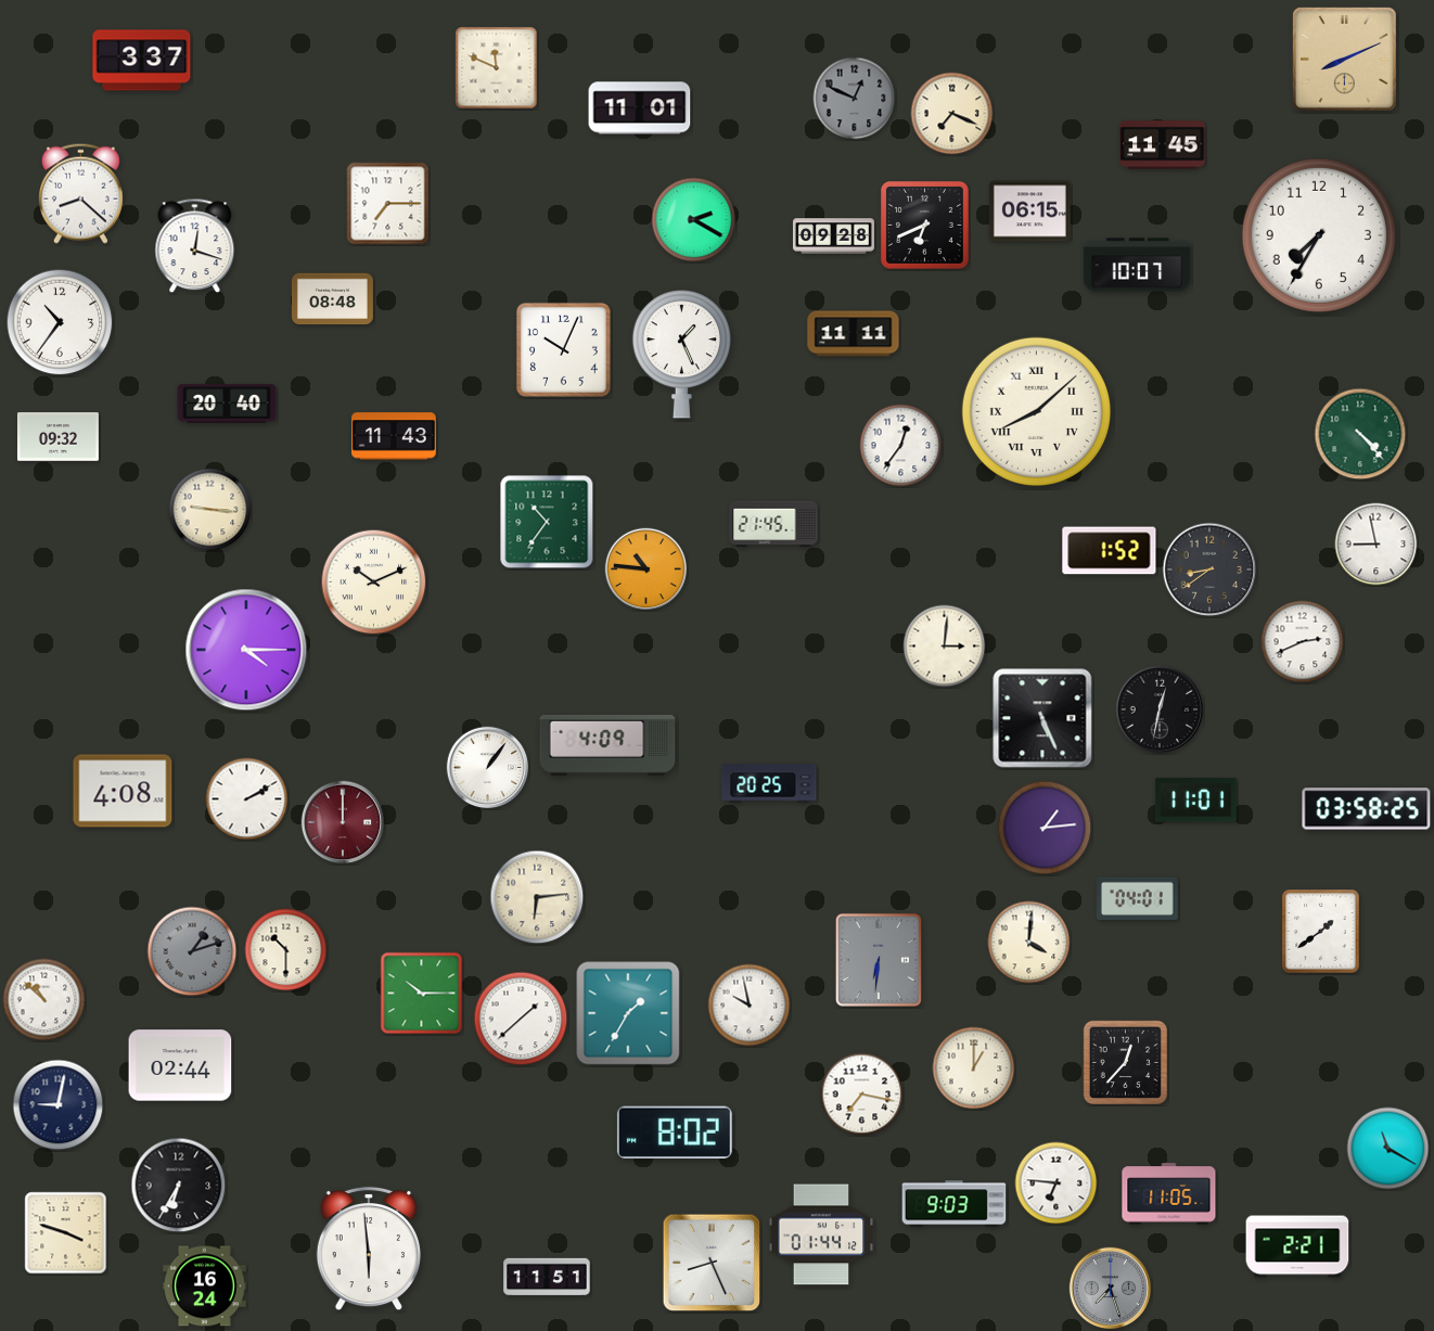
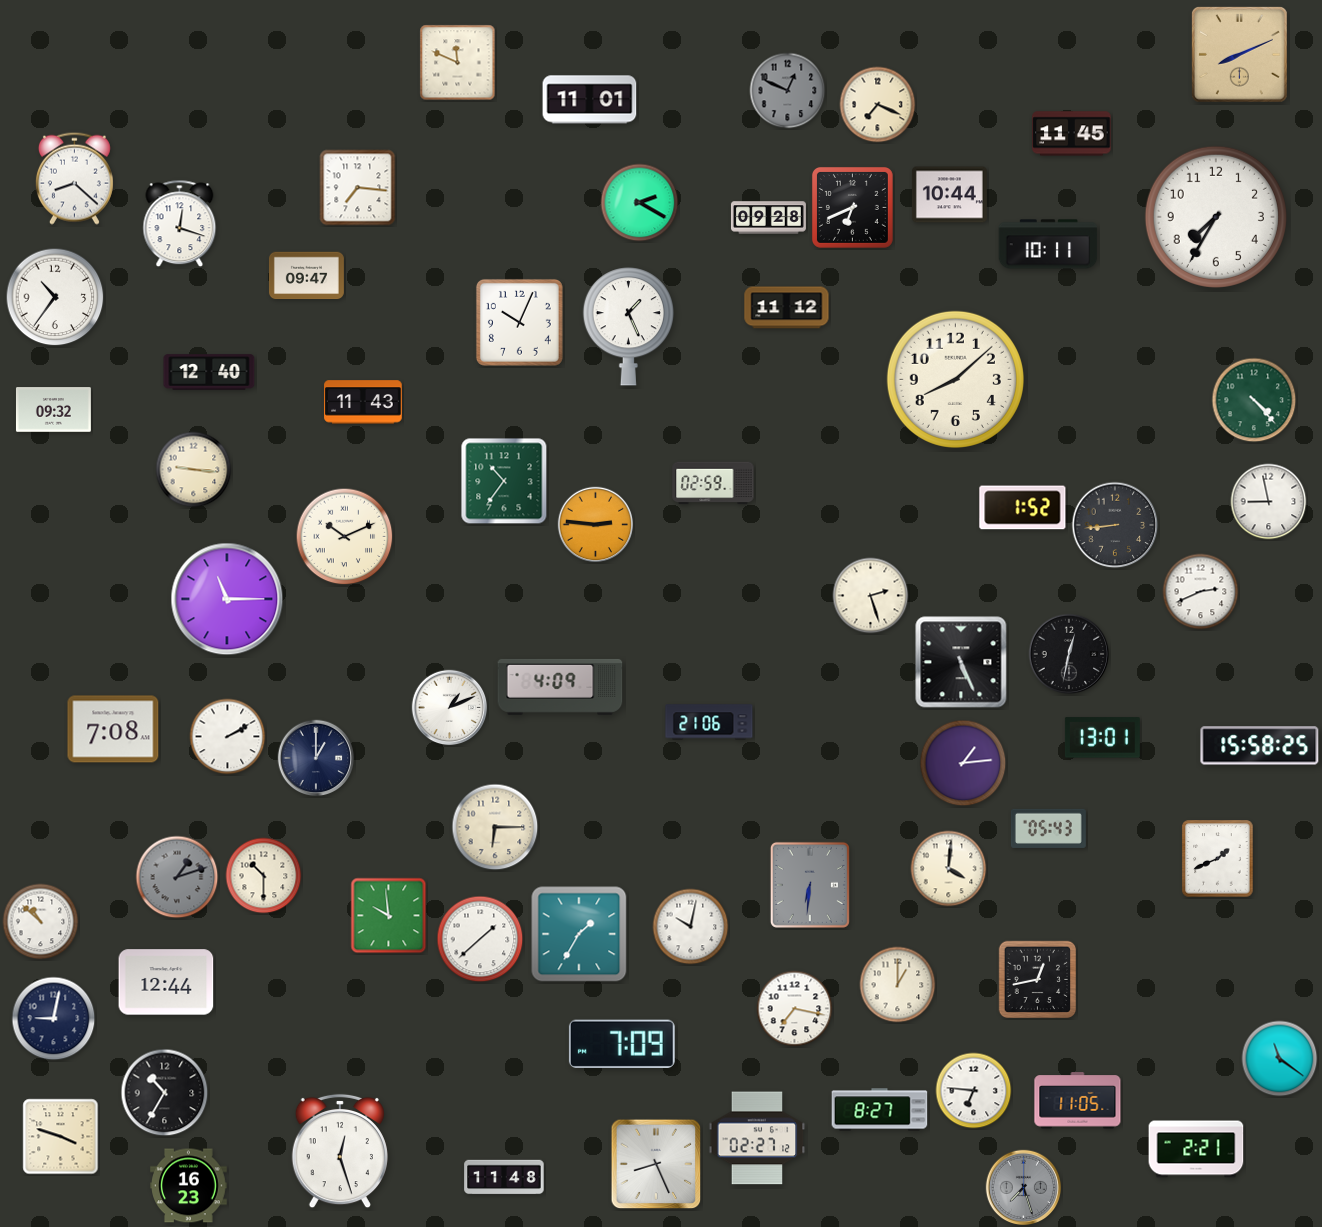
clock at (142, 61): 3:37 -> none
clock at (388, 204): 7:15 -> 7:16
clock at (1029, 212): 06:15 -> 10:44
clock at (195, 246) position: (195, 246) -> (180, 224)
clock at (1137, 265): 10:07 -> 10:11
clock at (332, 299): 08:48 -> 09:47
clock at (854, 334): 11:11 -> 11:12
clock at (227, 404): 20:40 -> 12:40
clock at (1036, 411) numerals: Roman -> Arabic
clock at (57, 437) position: (57, 437) -> (53, 410)
clock at (901, 446): 12:36 -> none
clock at (773, 524): 21:45 -> 02:59
clock at (646, 569): 10:46 -> 2:46
clock at (1209, 569): 8:39 -> 8:44
clock at (945, 647): 3:01 -> 2:27
clock at (246, 650): 4:15 -> 11:15
clock at (488, 768): 1:06 -> 1:11
clock at (769, 783): 20:25 -> 21:06
clock at (123, 791): 4:08 -> 7:08
clock at (1195, 801): 11:01 -> 13:01
clock at (1367, 809): 03:58 -> 15:58
clock at (343, 822): 12:00 -> 1:00
clock at (343, 822) dial: burgundy -> navy
clock at (537, 897): 6:14 -> 6:15
clock at (1137, 898): 04:01 -> 05:43
clock at (1321, 932): 1:39 -> 1:41
clock at (422, 994): 10:15 -> 9:59
clock at (750, 1006): 9:58 -> 10:02
clock at (1126, 1063): 12:37 -> 12:43
clock at (180, 1065): 02:44 -> 12:44
clock at (675, 1131): 8:02 -> 7:09
clock at (1388, 1149): 11:20 -> 11:21
clock at (179, 1186): 6:35 -> 10:35
clock at (955, 1204): 9:03 -> 8:27
clock at (821, 1234): 01:44 -> 02:27
clock at (369, 1249): 5:59 -> 12:27
clock at (547, 1277): 11:51 -> 11:48
clock at (205, 1287): 16:24 -> 16:23
